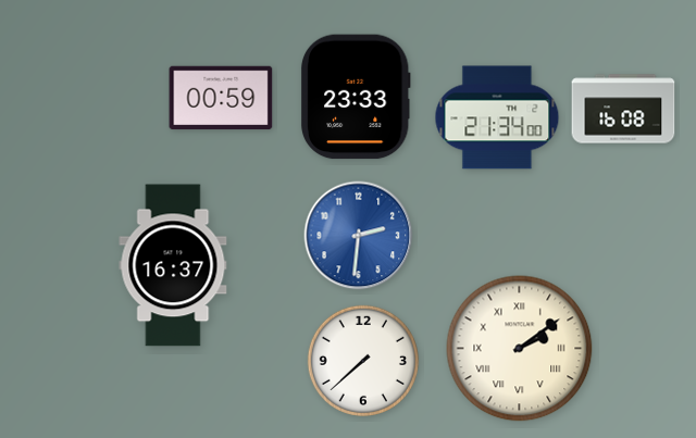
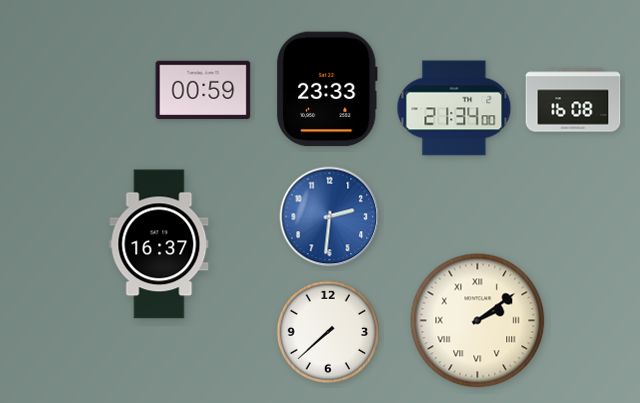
clock at (497, 117) position: (497, 117) -> (454, 108)
clock at (363, 361) position: (363, 361) -> (328, 332)
